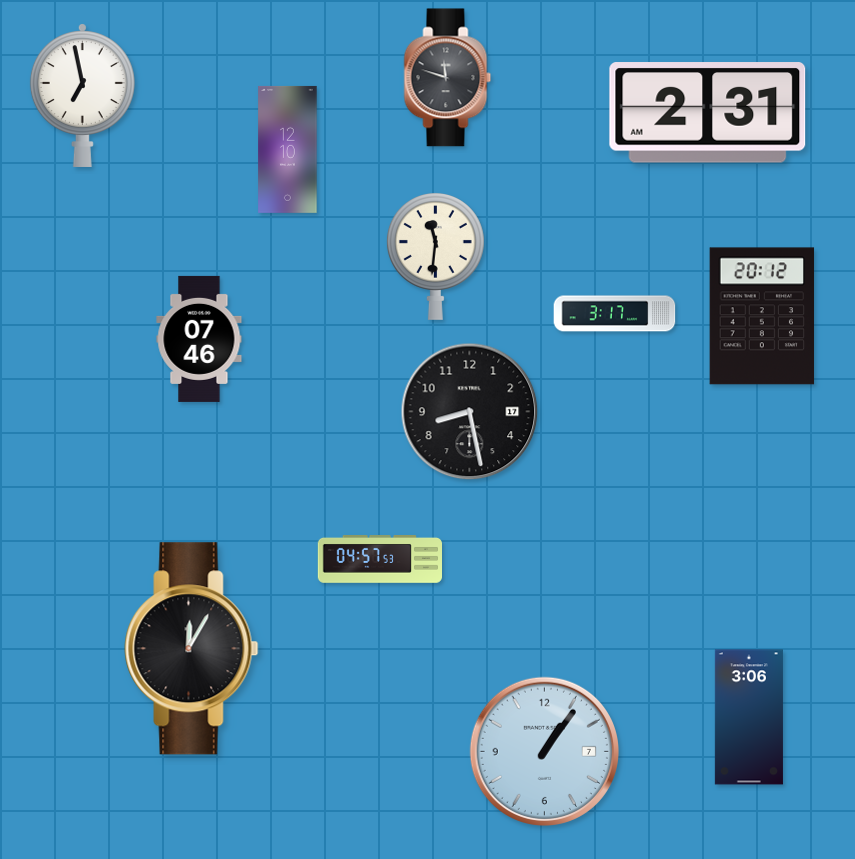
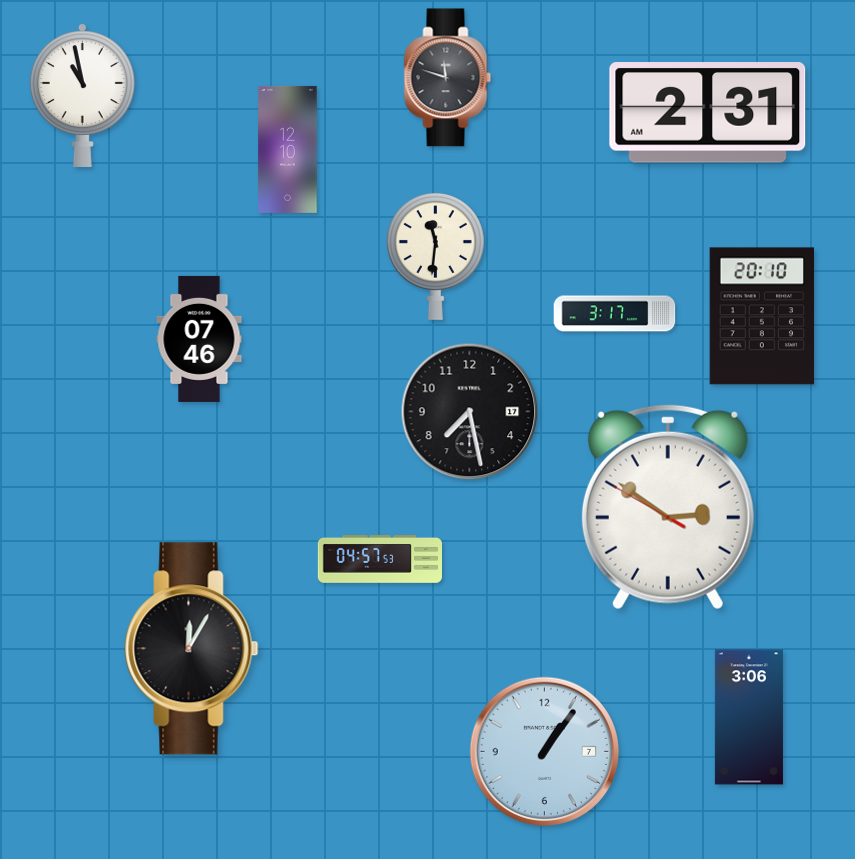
clock at (82, 95): 6:58 -> 10:58
clock at (762, 316): 20:12 -> 20:10
clock at (470, 412): 8:28 -> 7:28
clock at (668, 507): none -> 2:50
